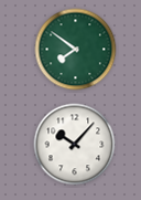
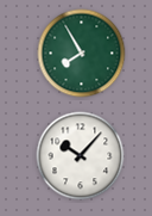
clock at (76, 50): 7:51 -> 7:55
